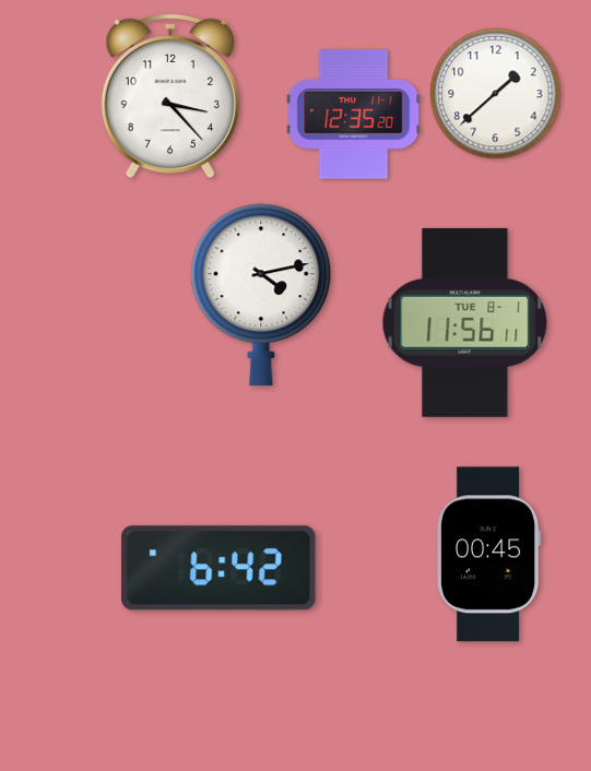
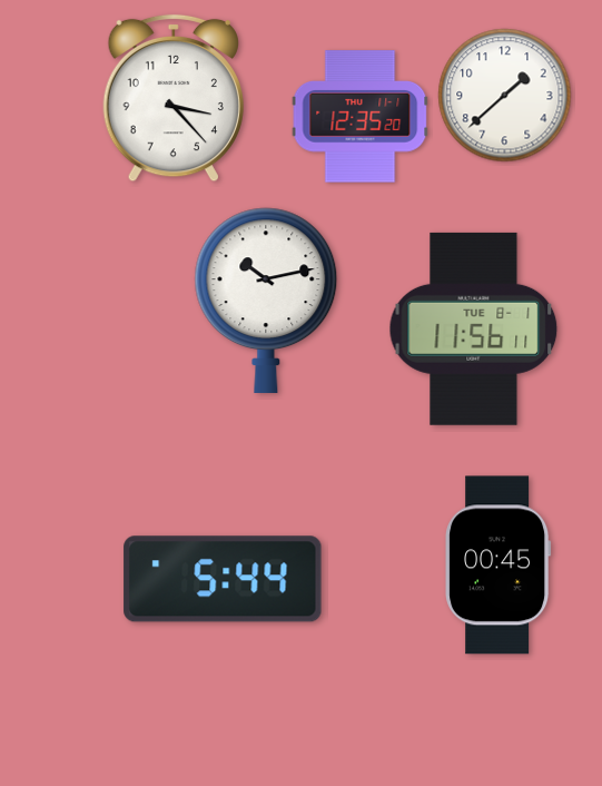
clock at (261, 295): 4:13 -> 10:13
clock at (218, 568): 6:42 -> 5:44
